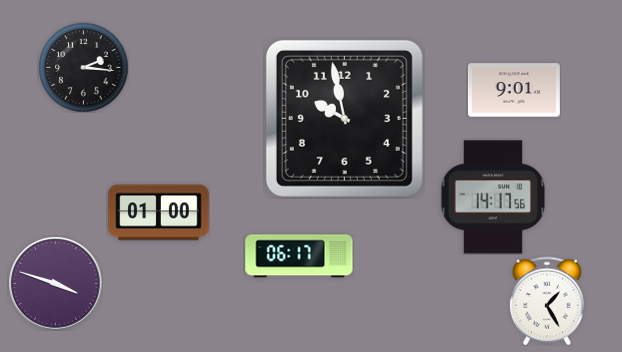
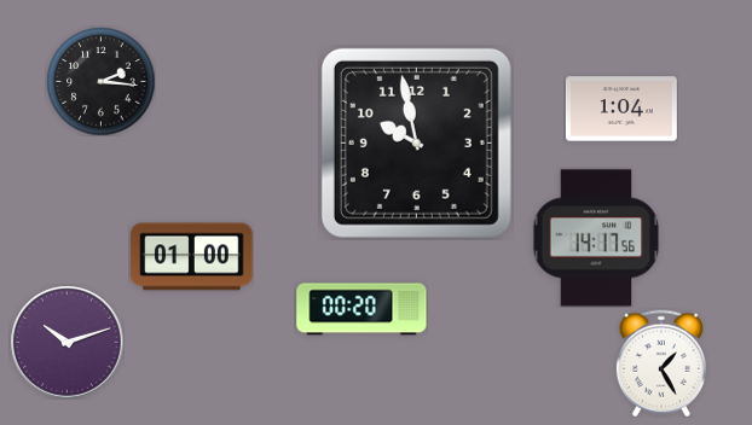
clock at (514, 90): 9:01 -> 1:04
clock at (299, 256): 06:17 -> 00:20
clock at (55, 283): 3:48 -> 10:12
